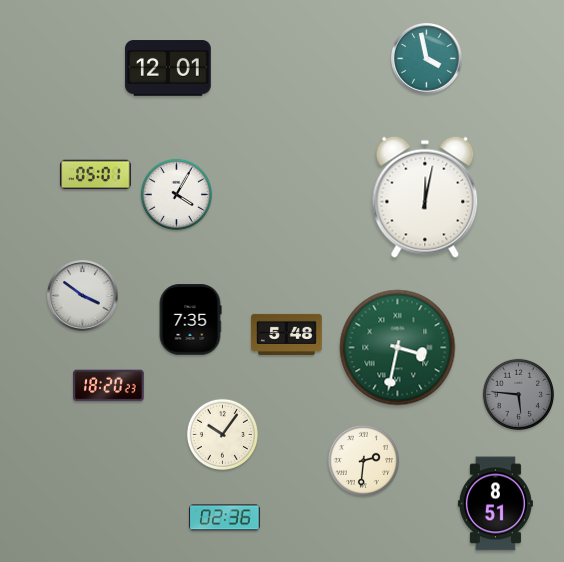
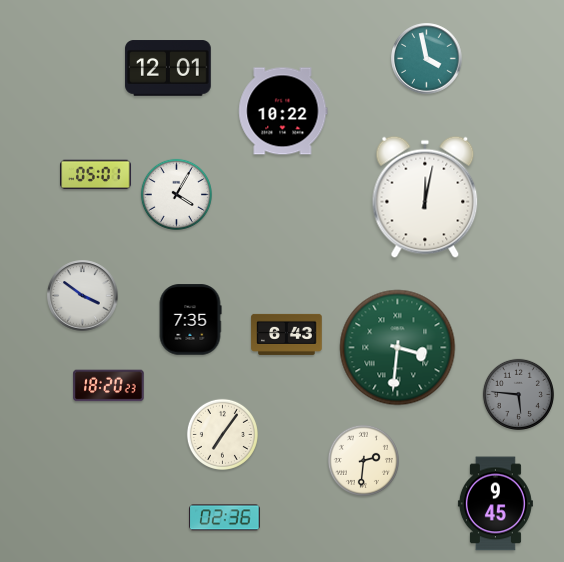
clock at (283, 111): none -> 10:22
clock at (287, 334): 5:48 -> 6:43
clock at (398, 348): 3:32 -> 3:31
clock at (222, 434): 10:06 -> 7:06
clock at (495, 504): 8:51 -> 9:45
